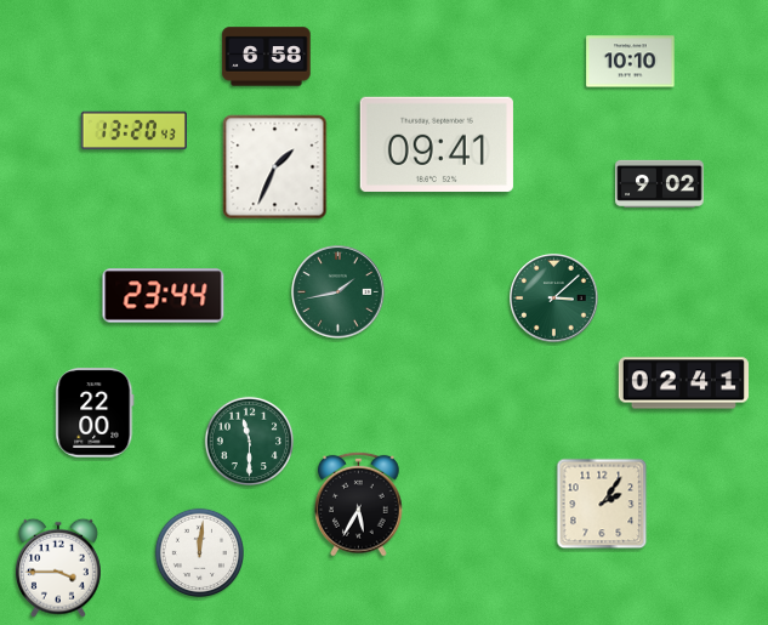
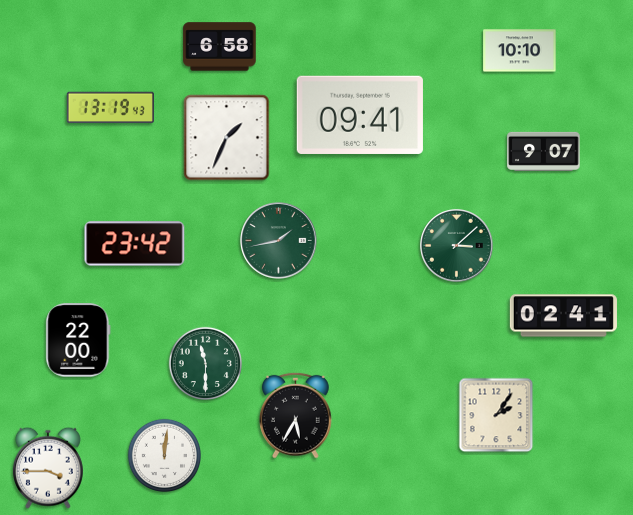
clock at (133, 131): 13:20 -> 13:19
clock at (437, 143) position: (437, 143) -> (360, 114)
clock at (660, 183): 9:02 -> 9:07
clock at (164, 296): 23:44 -> 23:42
